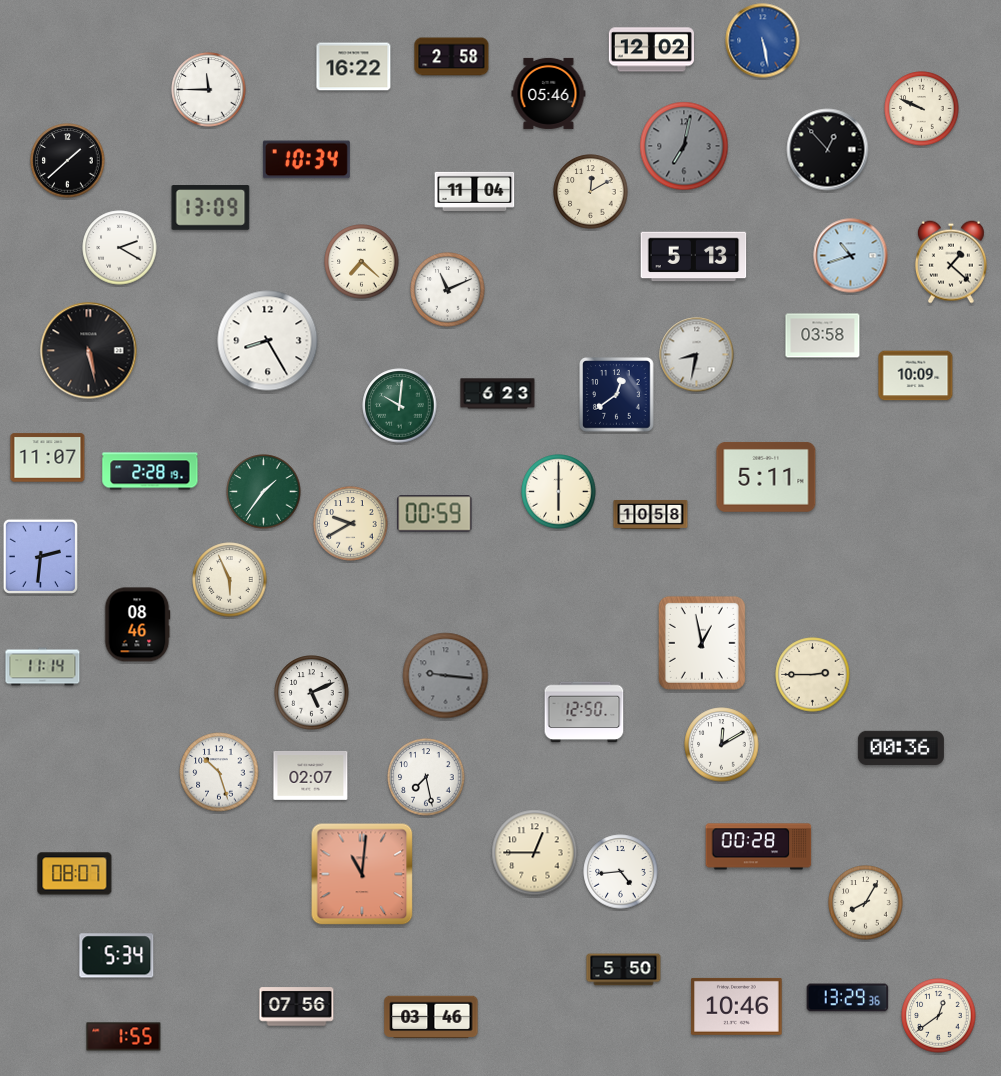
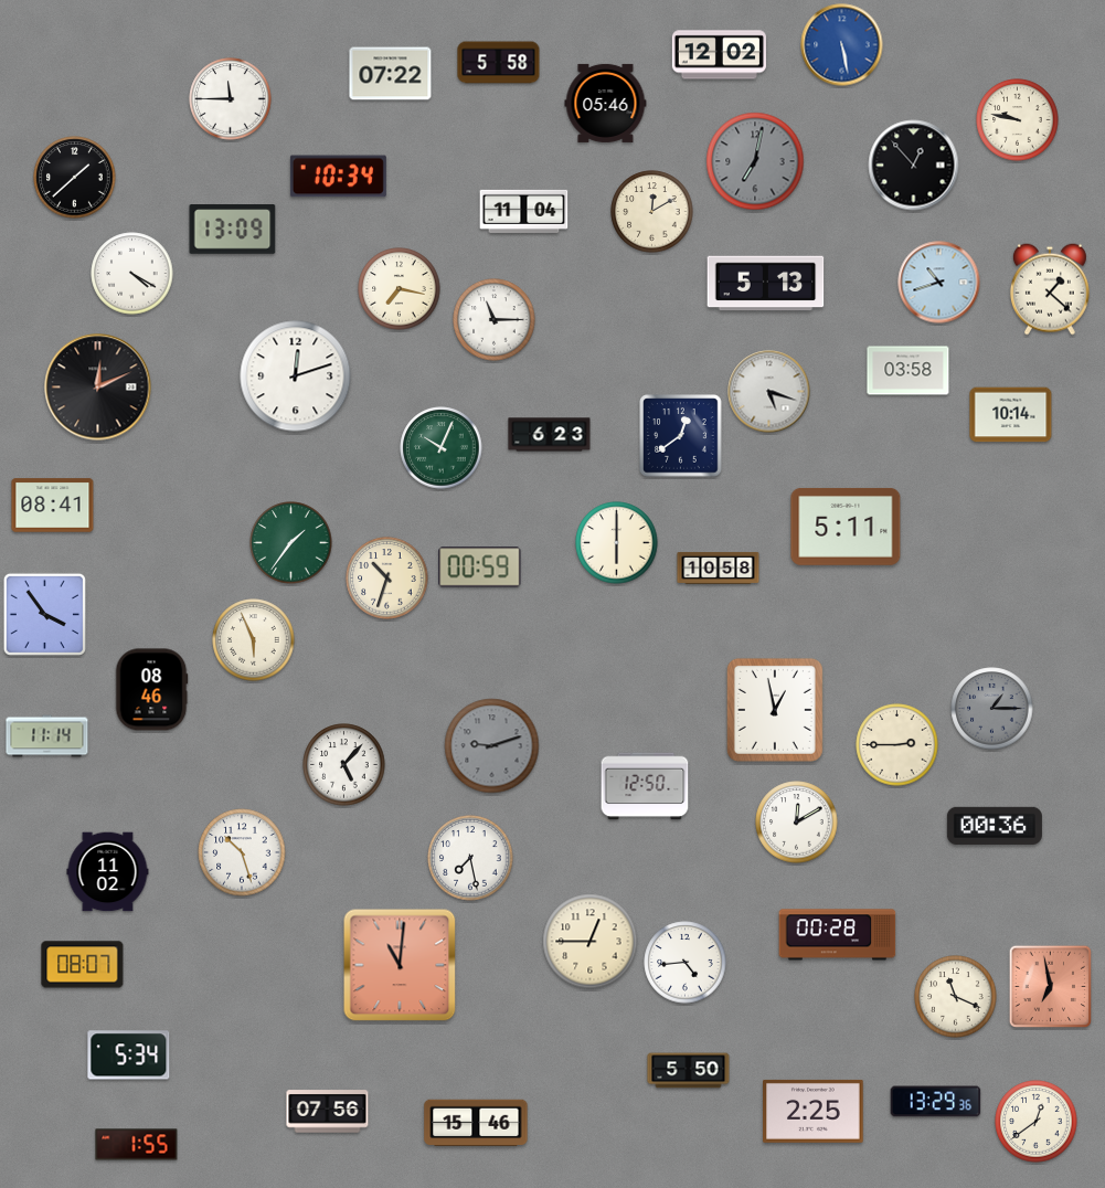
clock at (452, 57): 2:58 -> 5:58
clock at (354, 67): 16:22 -> 07:22
clock at (922, 109): 9:49 -> 9:47
clock at (120, 248): 2:20 -> 4:20
clock at (362, 262): 7:22 -> 7:17
clock at (448, 290): 11:11 -> 11:15
clock at (268, 341): 8:25 -> 12:12
clock at (89, 351): 5:28 -> 12:11
clock at (697, 355): 8:32 -> 5:18
clock at (916, 376): 10:09 -> 10:14
clock at (400, 406): 10:01 -> 10:04
clock at (48, 458): 11:07 -> 08:41
clock at (150, 471): 2:28 -> none
clock at (351, 524): 9:40 -> 10:33
clock at (40, 556): 2:31 -> 3:54
clock at (992, 709): none -> 1:15
clock at (446, 676): 9:16 -> 9:12
clock at (312, 693): 5:11 -> 5:07
clock at (311, 775): 02:07 -> none
clock at (108, 872): none -> 11:02
clock at (1051, 987): none -> 6:58
clock at (866, 903): 8:05 -> 11:19
clock at (737, 1006): 10:46 -> 2:25
clock at (431, 1017): 03:46 -> 15:46
